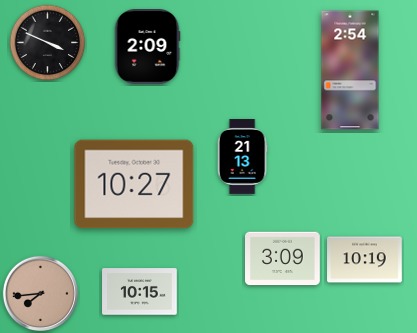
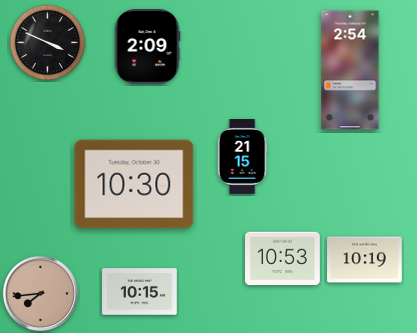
clock at (242, 157): 21:13 -> 21:15
clock at (134, 184): 10:27 -> 10:30
clock at (283, 259): 3:09 -> 10:53
